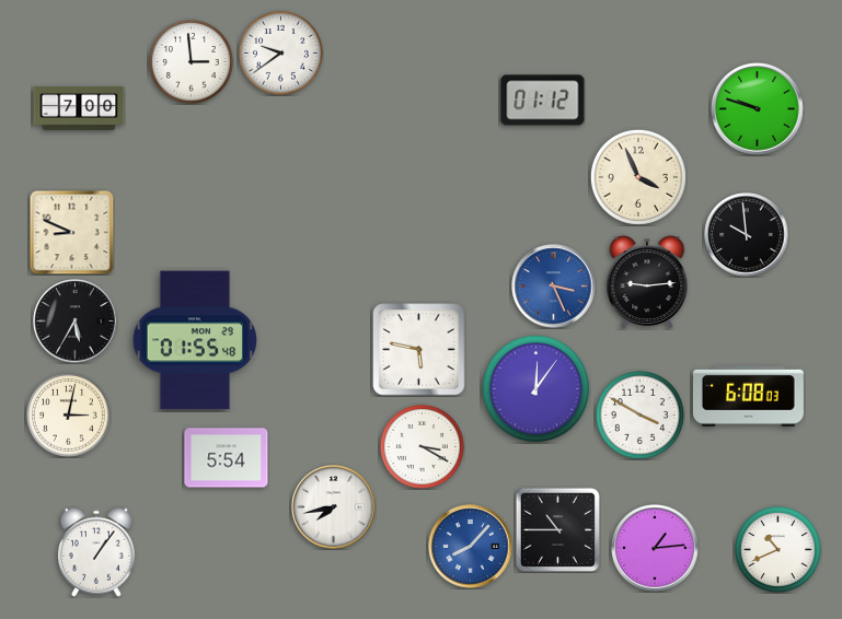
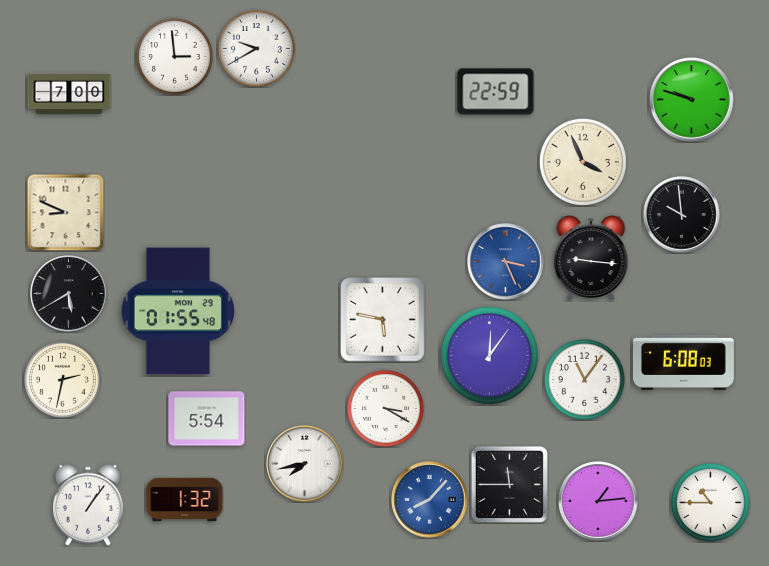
clock at (281, 54): 9:39 -> 9:40
clock at (543, 101): 01:12 -> 22:59
clock at (79, 108) position: (79, 108) -> (69, 94)
clock at (647, 282): 9:14 -> 9:16
clock at (76, 322): 5:35 -> 5:40
clock at (639, 414): 3:50 -> 11:06
clock at (69, 416): 3:02 -> 2:32
clock at (557, 529): 10:45 -> 11:45
clock at (185, 500): none -> 1:32
clock at (777, 549): 10:41 -> 10:45
